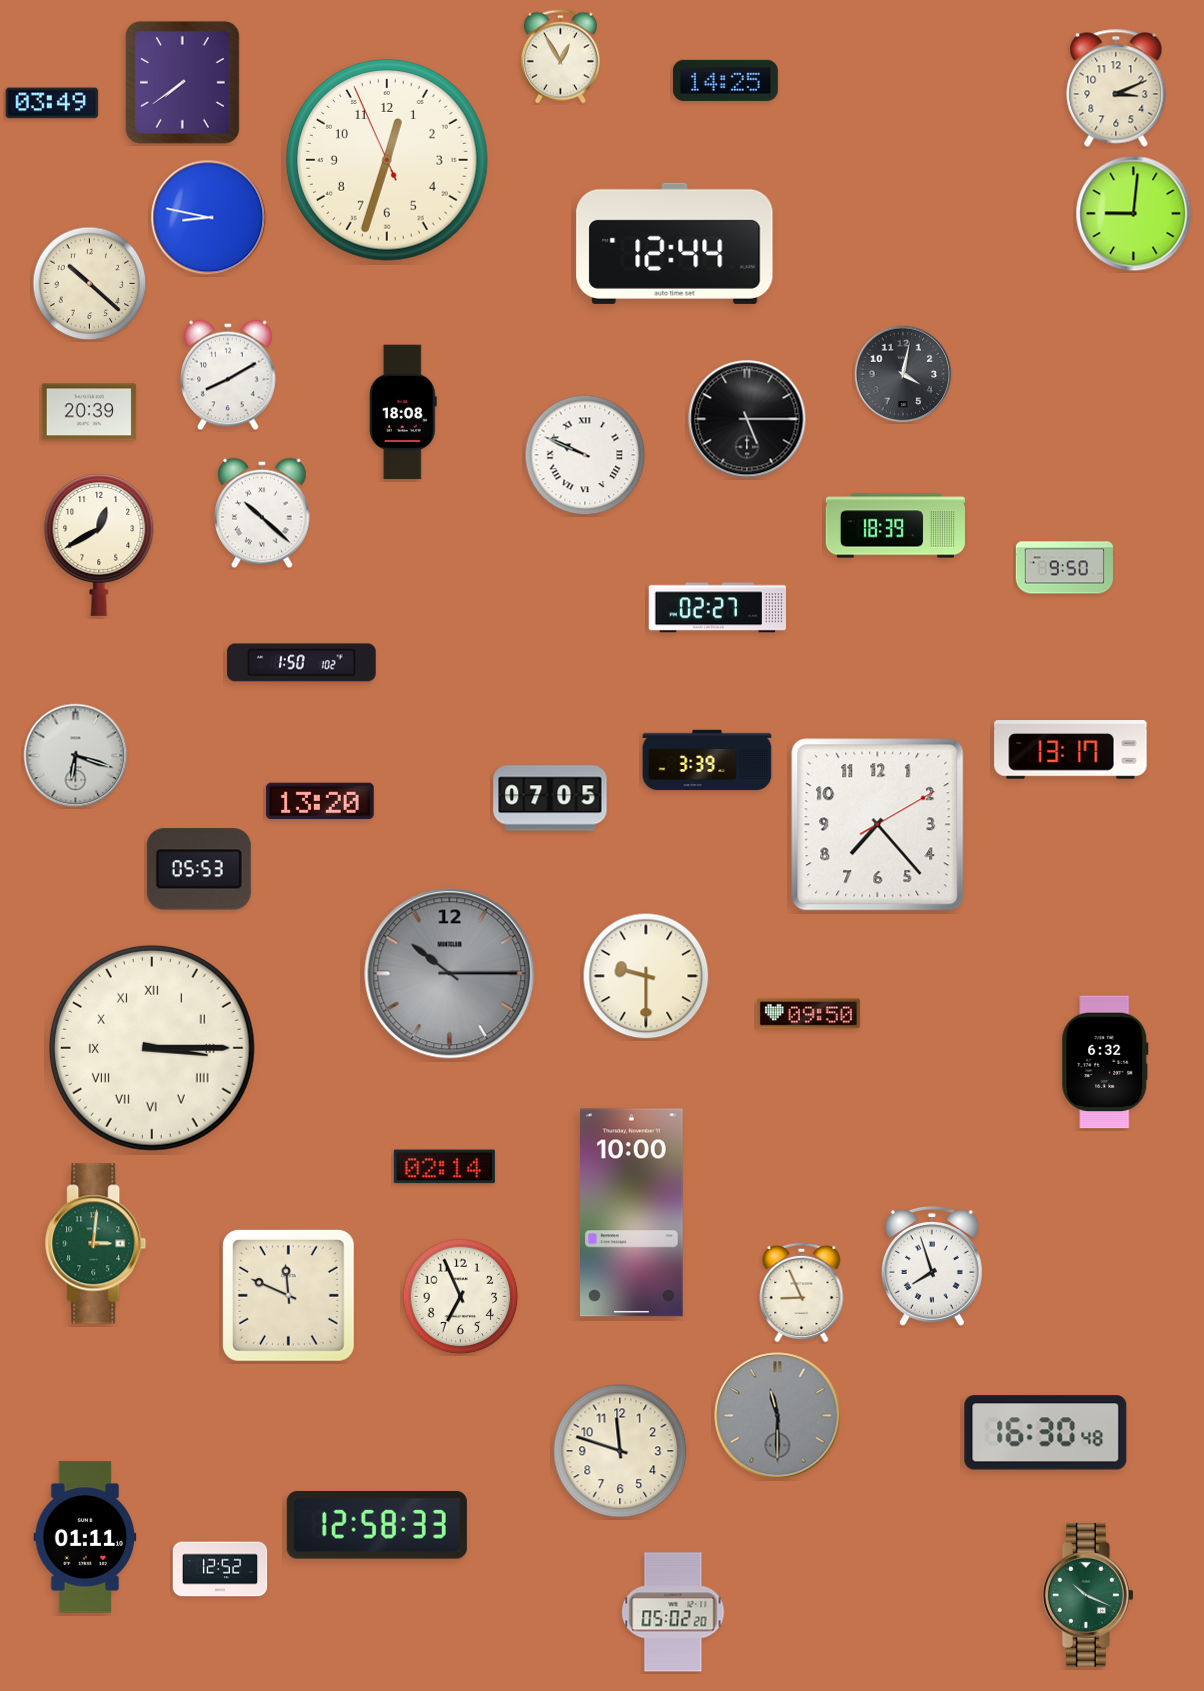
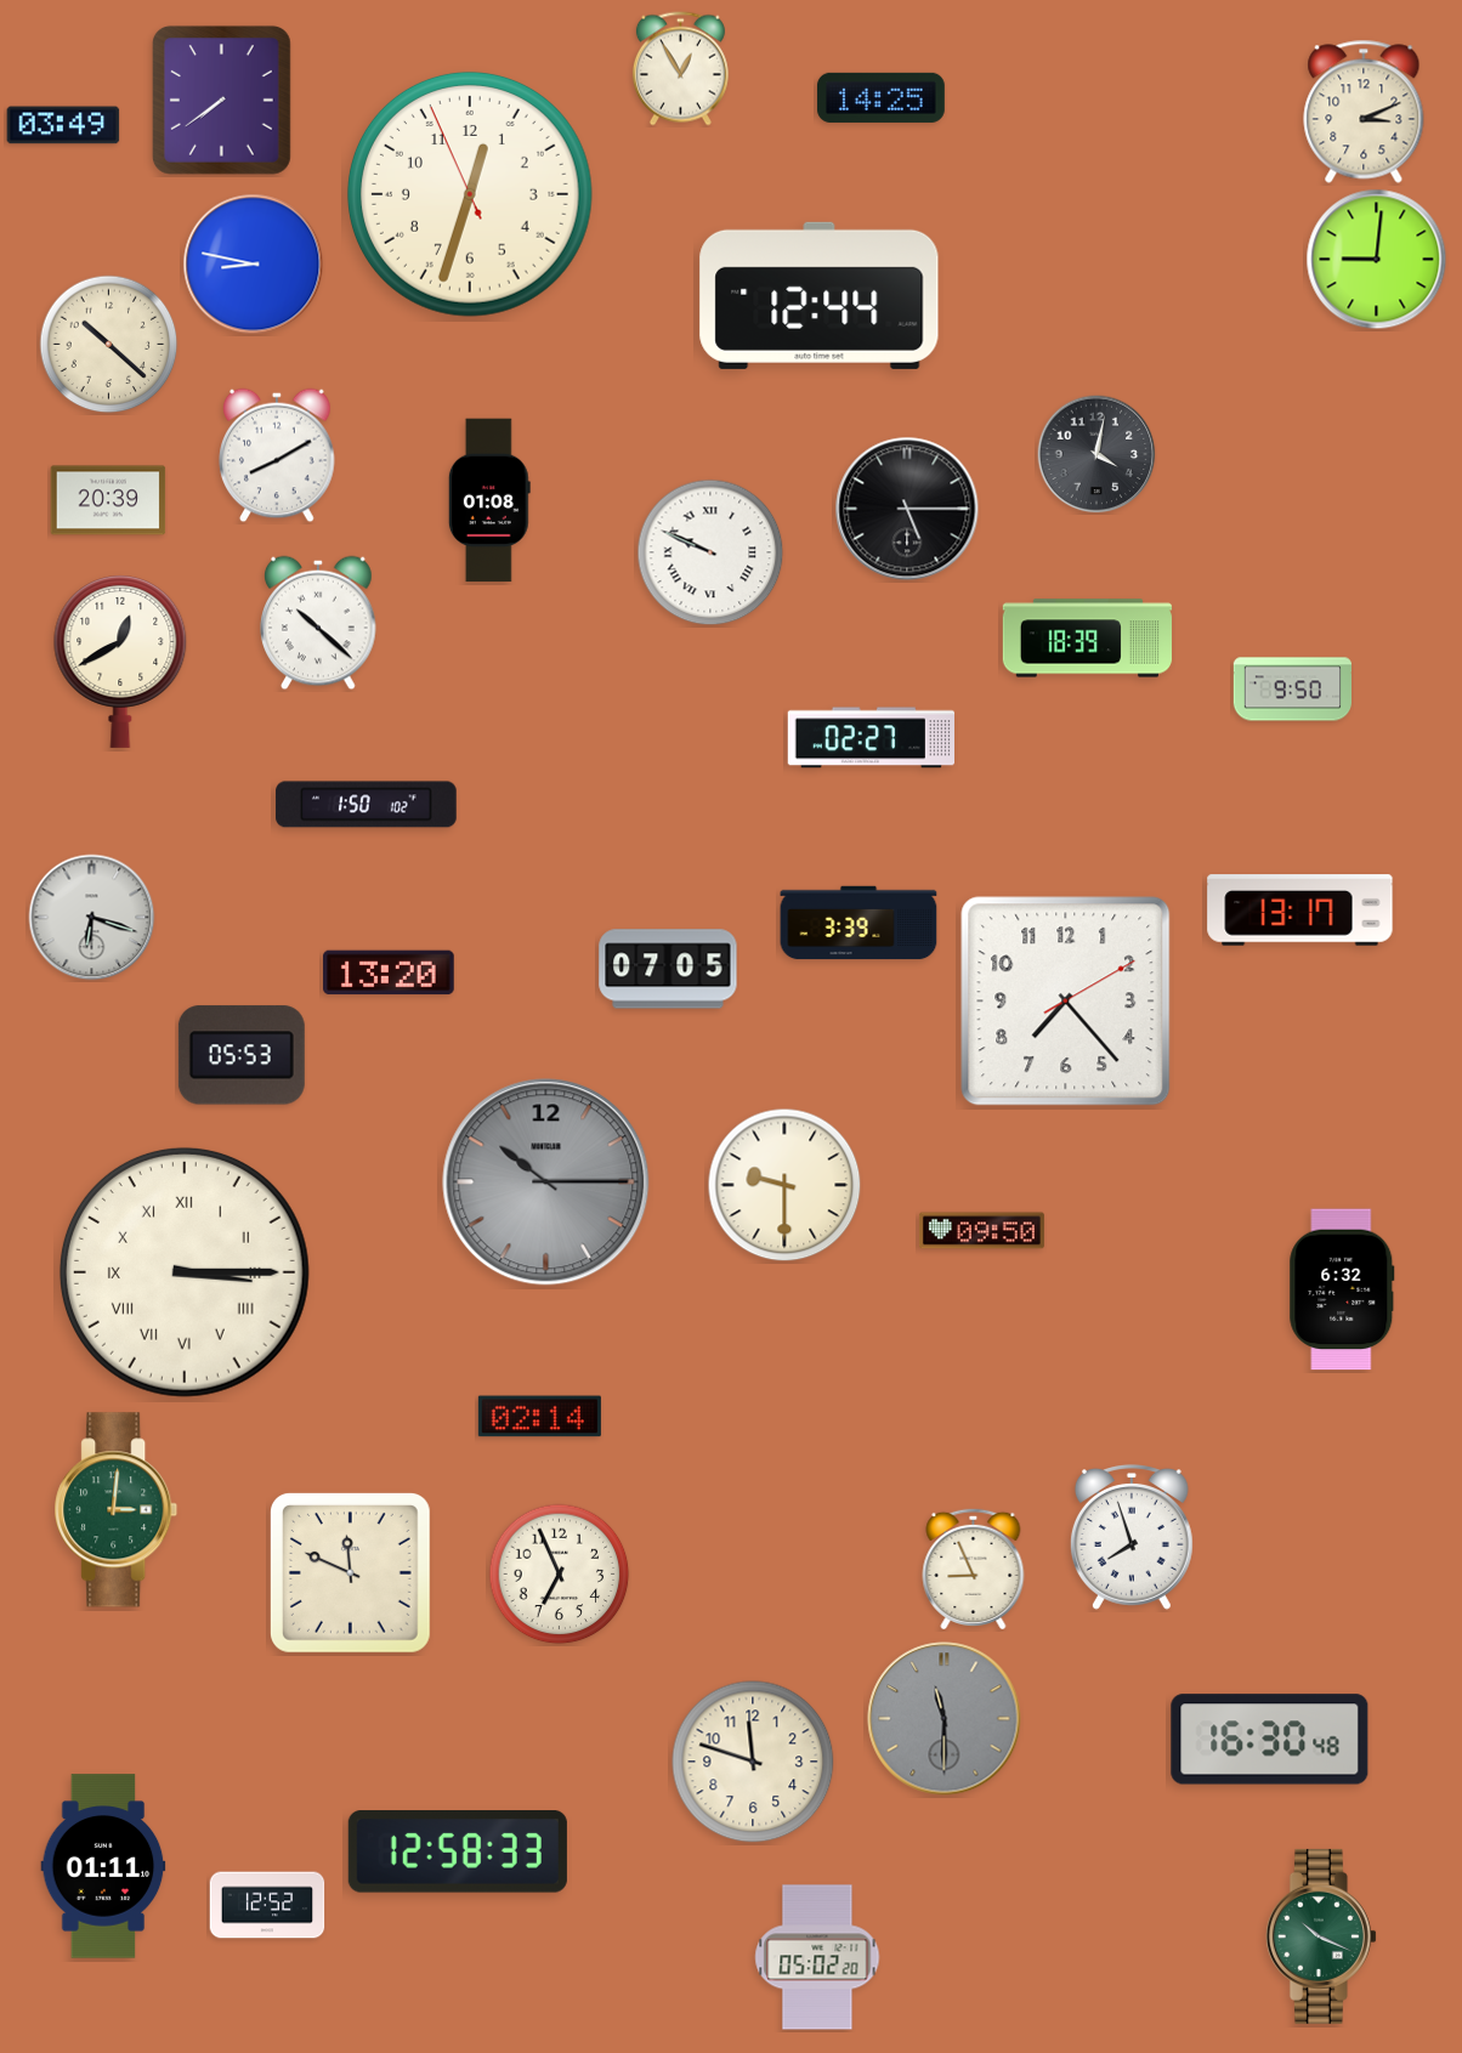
clock at (1116, 88) position: (1116, 88) -> (1364, 112)
clock at (403, 412): 18:08 -> 01:08
clock at (632, 1213): 10:00 -> none
